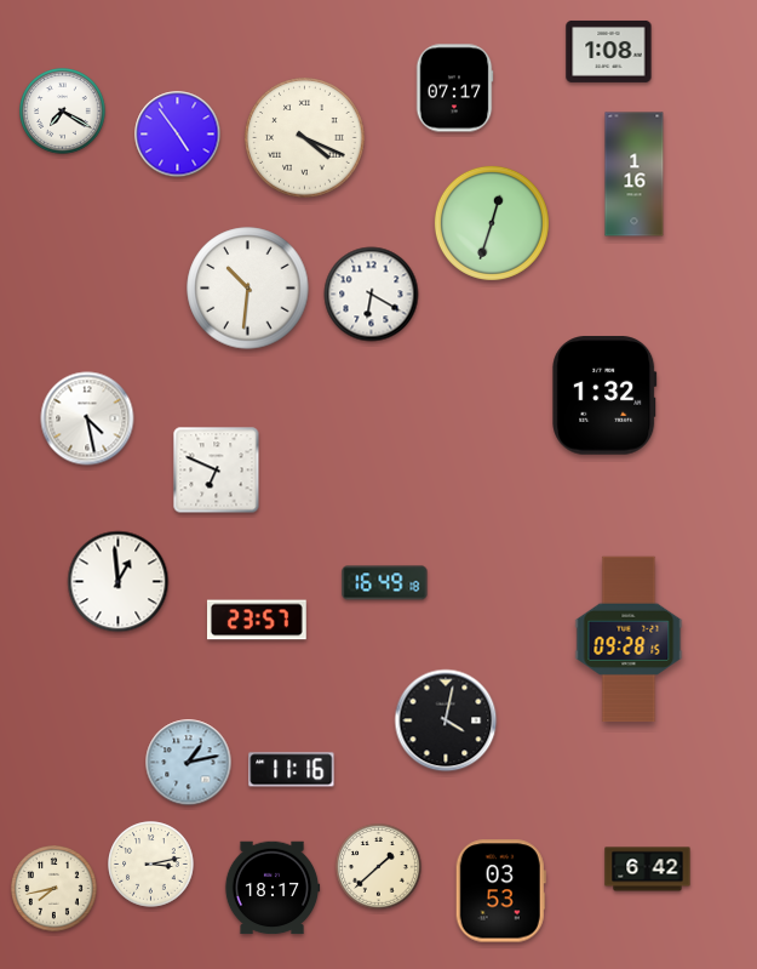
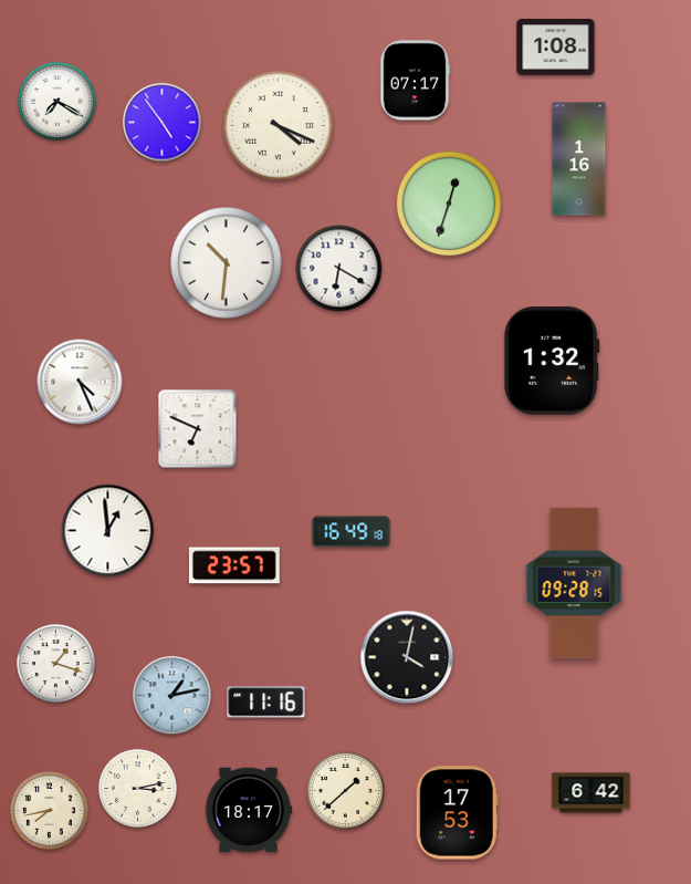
clock at (87, 418): 4:28 -> 4:26
clock at (56, 664): none -> 1:18
clock at (500, 891): 03:53 -> 17:53
